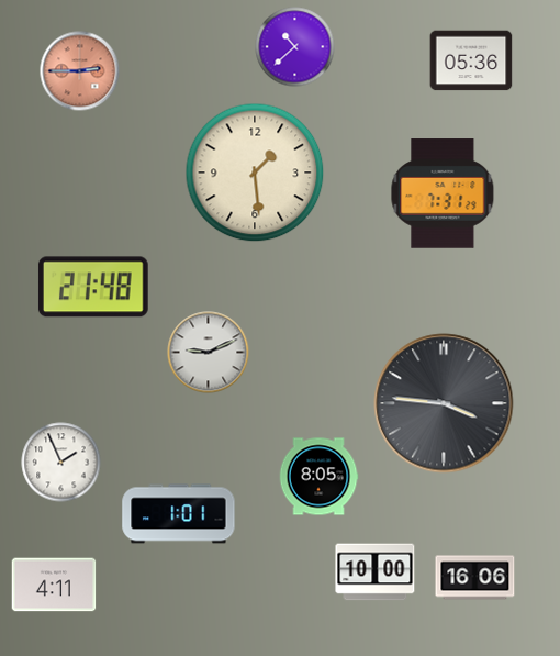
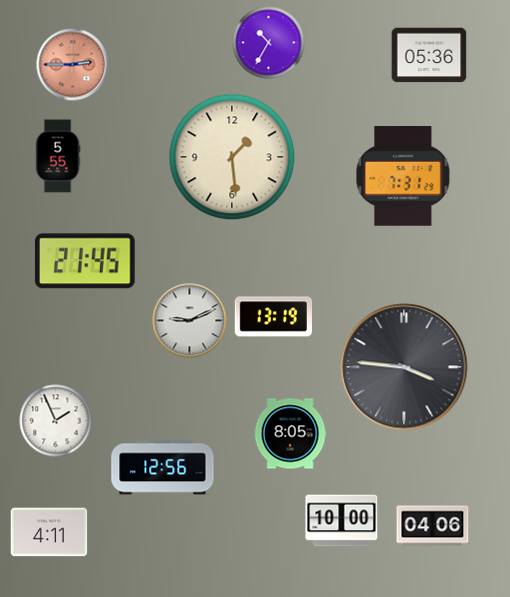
clock at (295, 47): 10:38 -> 10:35
clock at (58, 156): none -> 5:55
clock at (93, 287): 21:48 -> 21:45
clock at (273, 317): none -> 13:19
clock at (179, 514): 1:01 -> 12:56
clock at (475, 578): 16:06 -> 04:06
